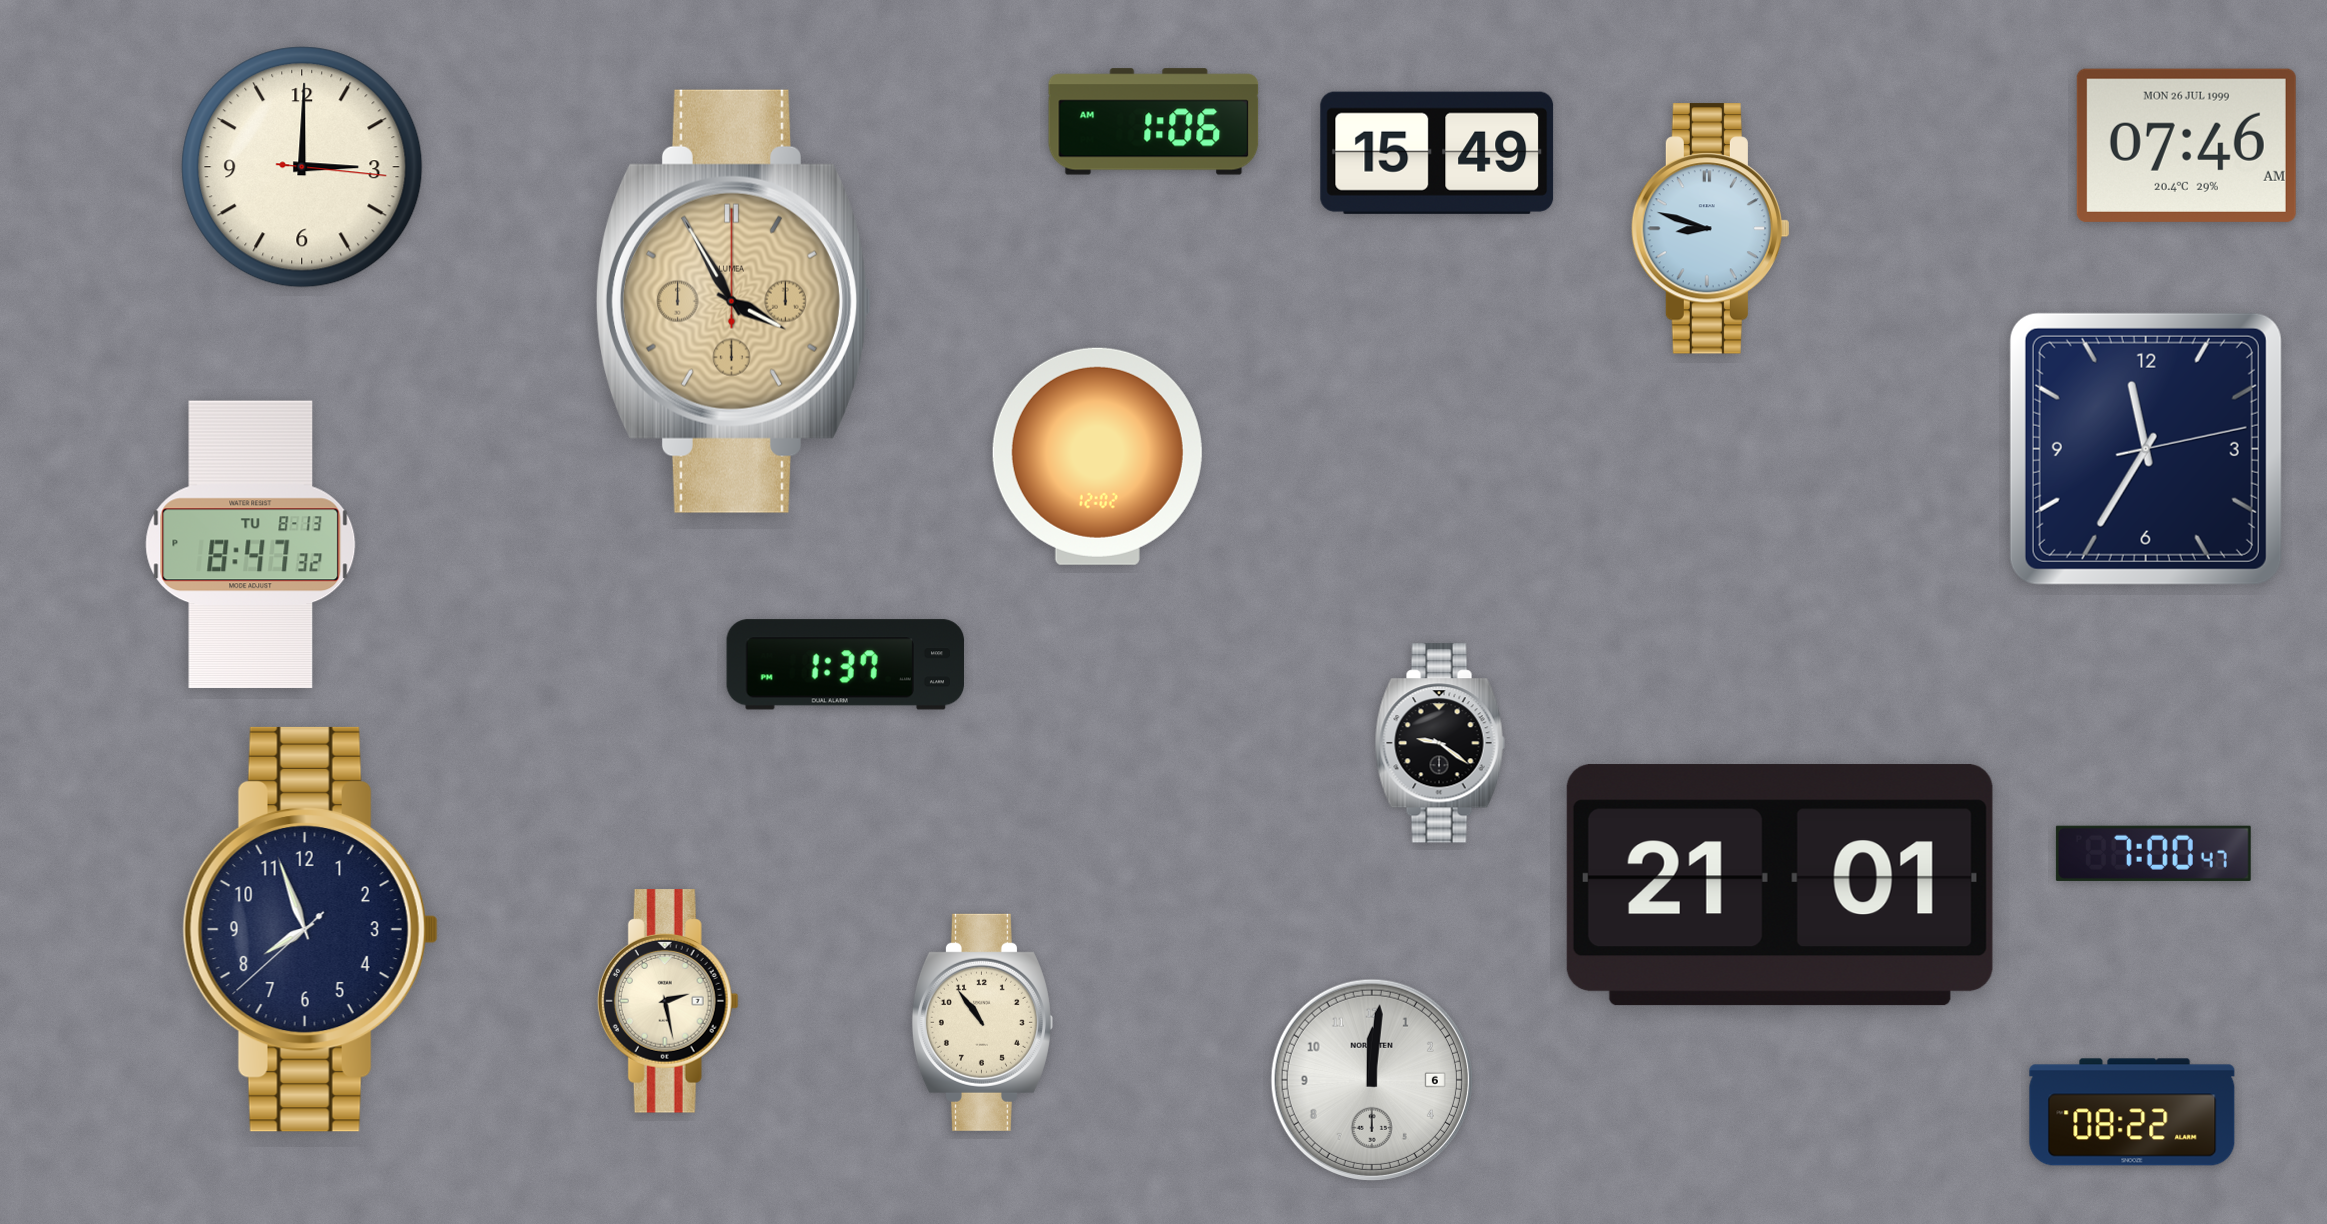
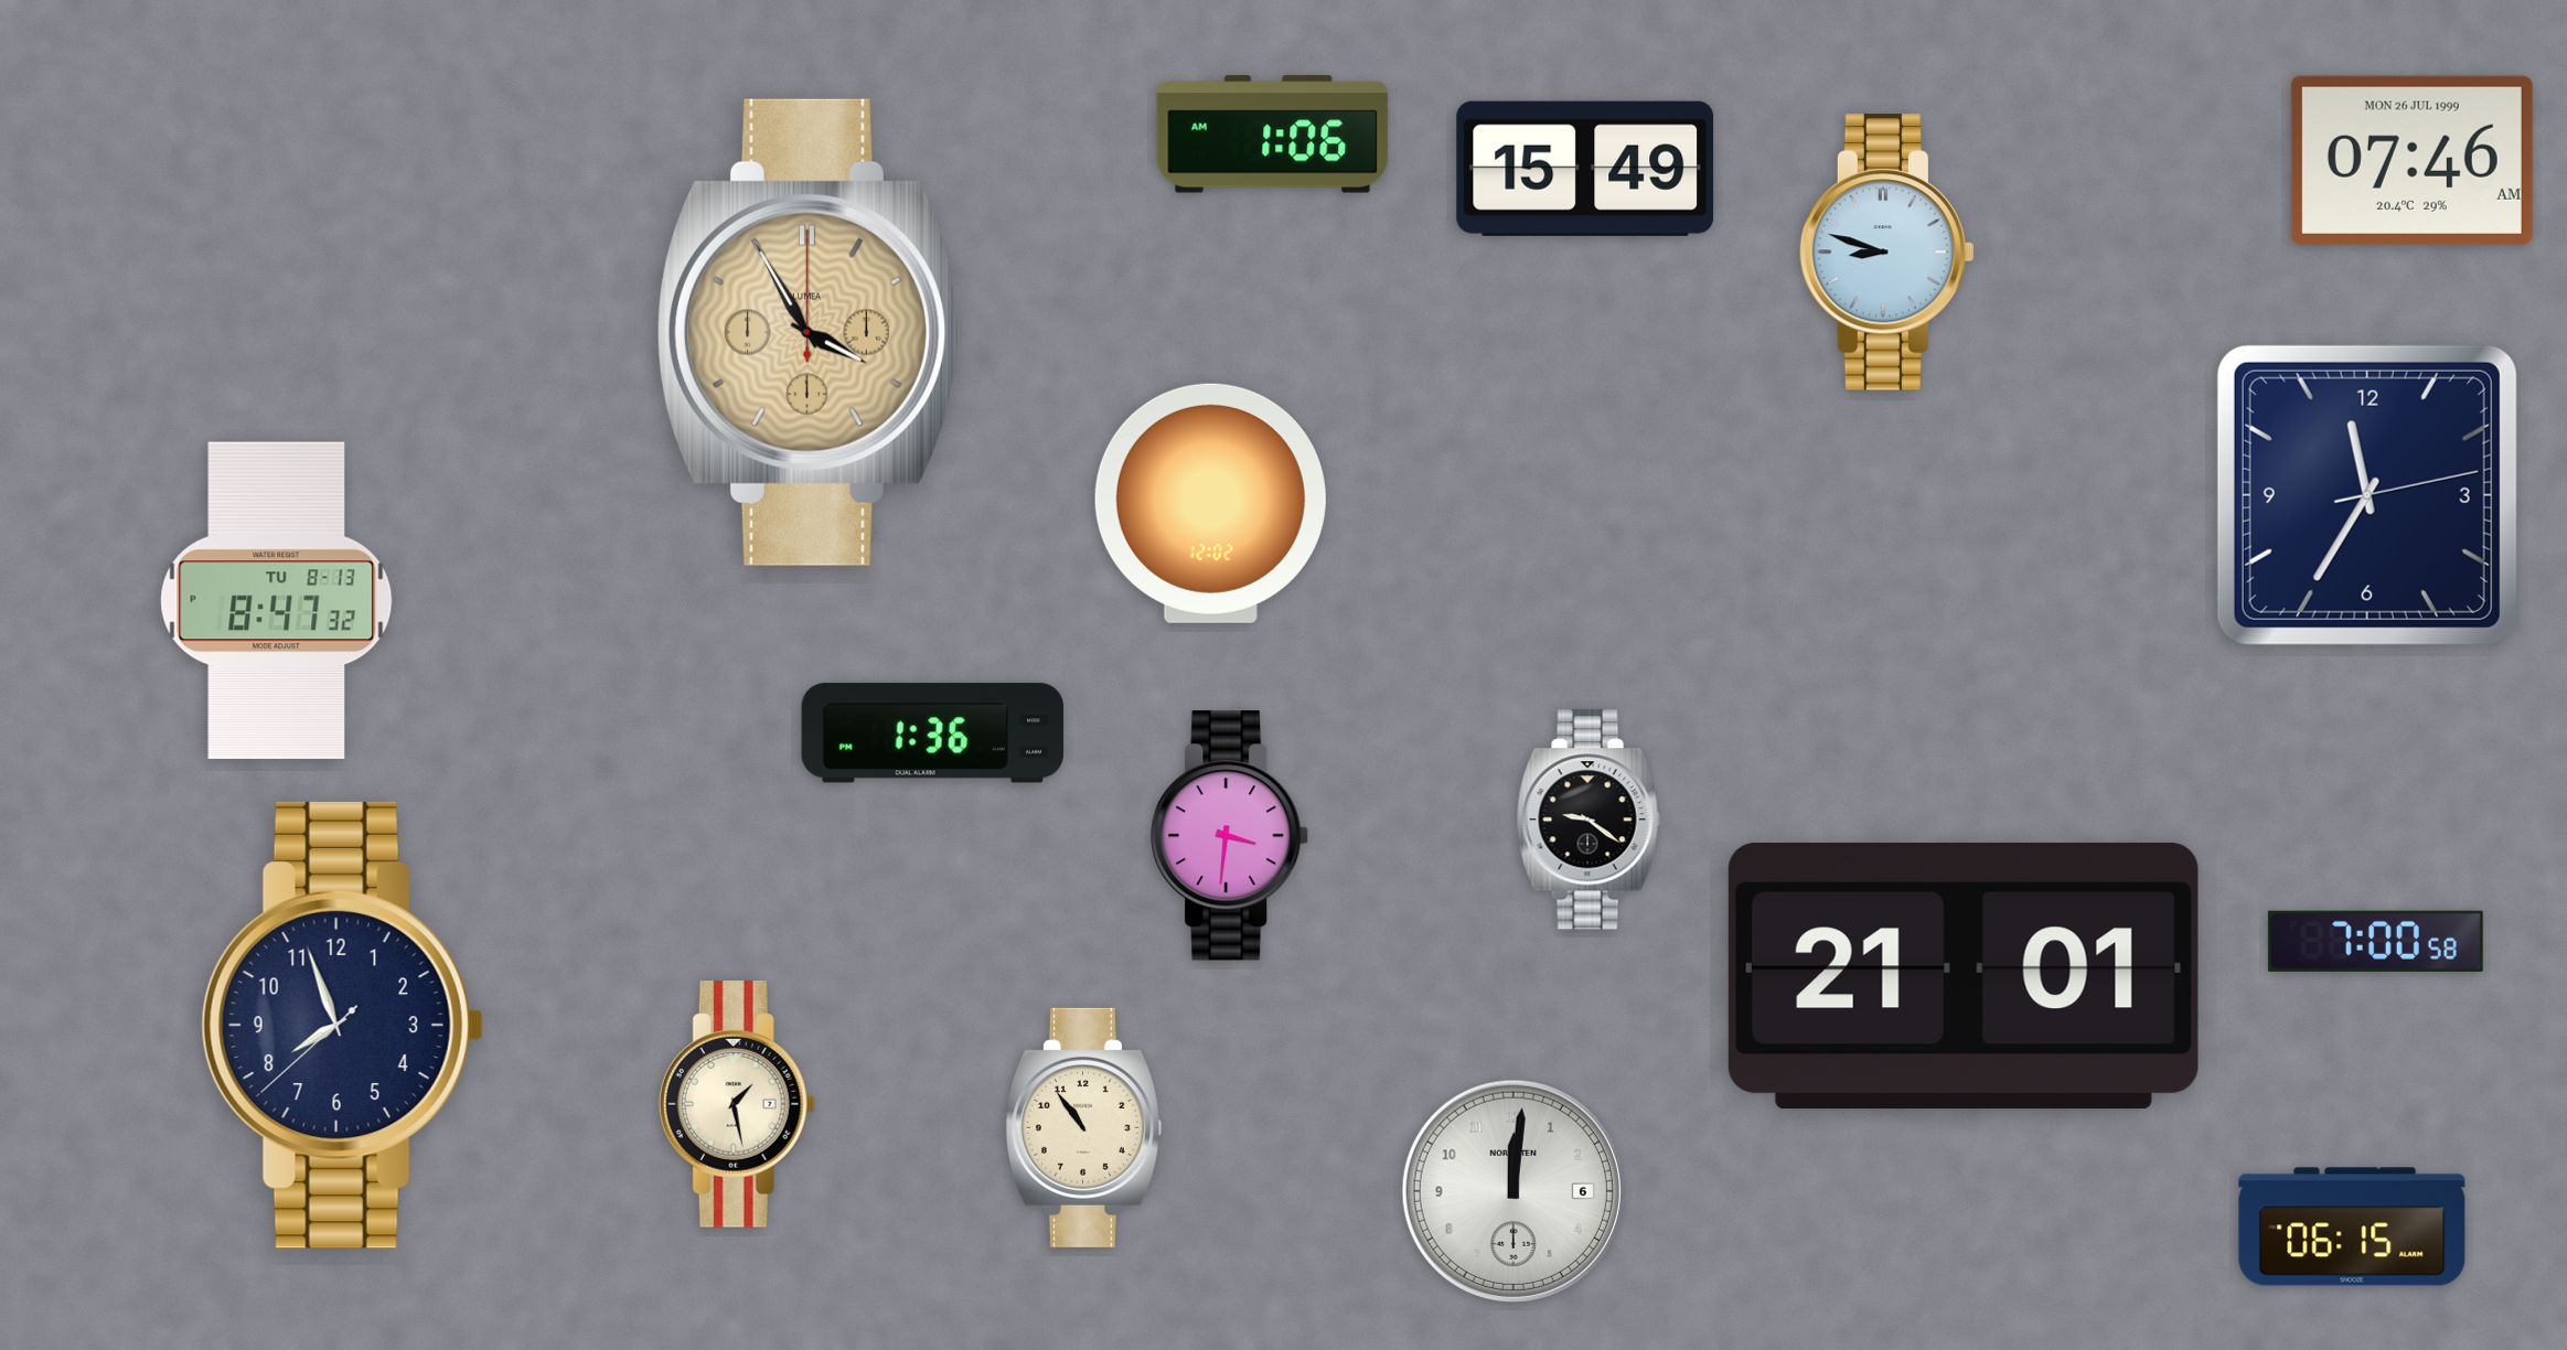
clock at (302, 167): 3:00 -> none
clock at (845, 665): 1:37 -> 1:36
clock at (1230, 836): none -> 3:31
clock at (2153, 853): 7:00:47 -> 7:00:58
clock at (668, 1001): 2:28 -> 1:28
clock at (2132, 1112): 08:22 -> 06:15
